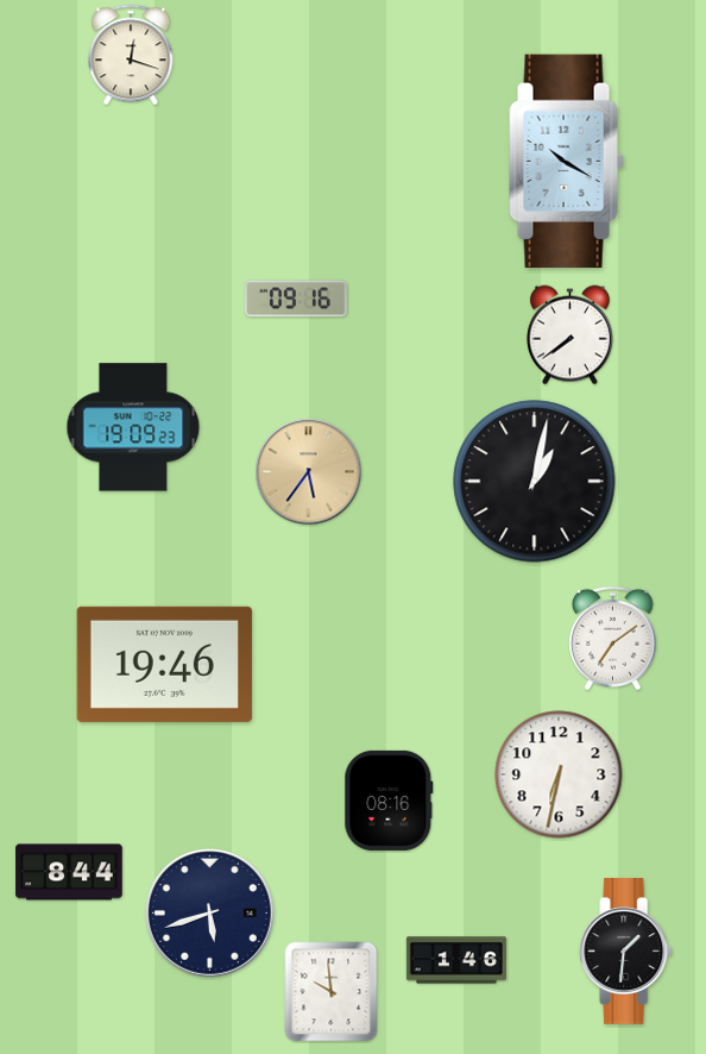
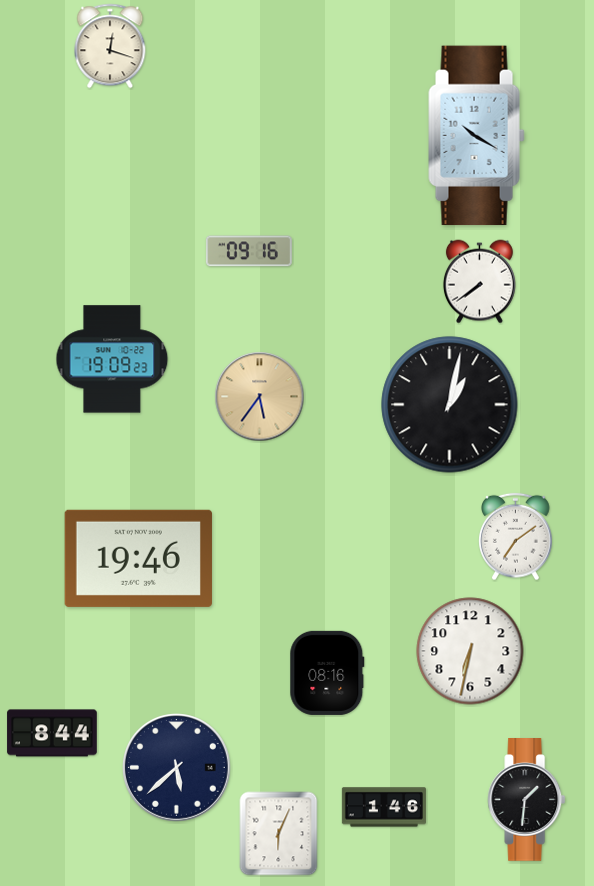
clock at (69, 872) position: (69, 872) -> (52, 733)
clock at (210, 914): 5:42 -> 5:38
clock at (332, 992): 9:59 -> 6:04
